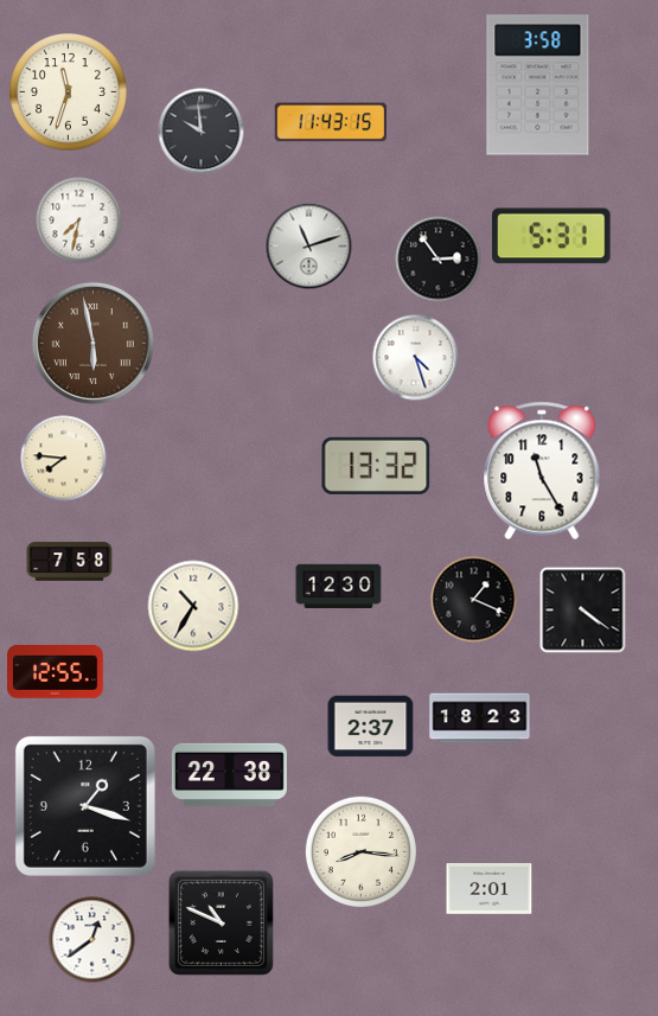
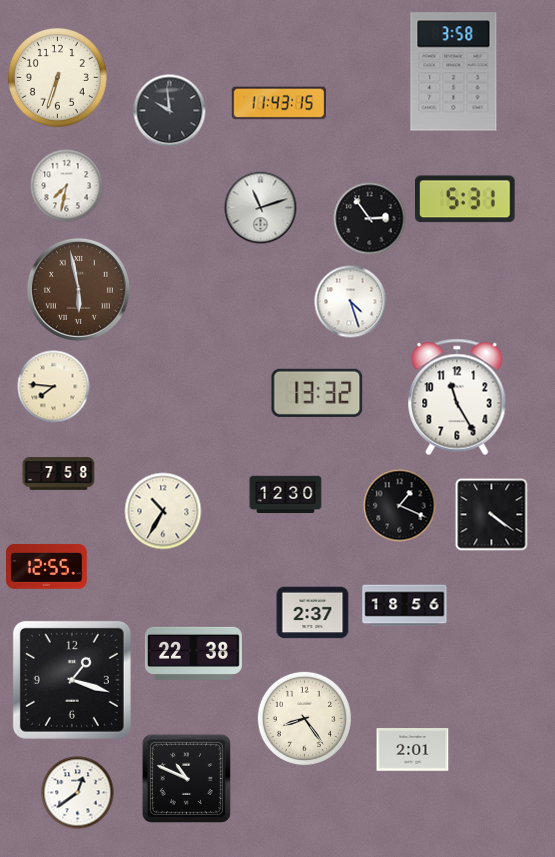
clock at (68, 91): 11:33 -> 6:33
clock at (480, 718): 18:23 -> 18:56
clock at (360, 851): 8:16 -> 8:24
